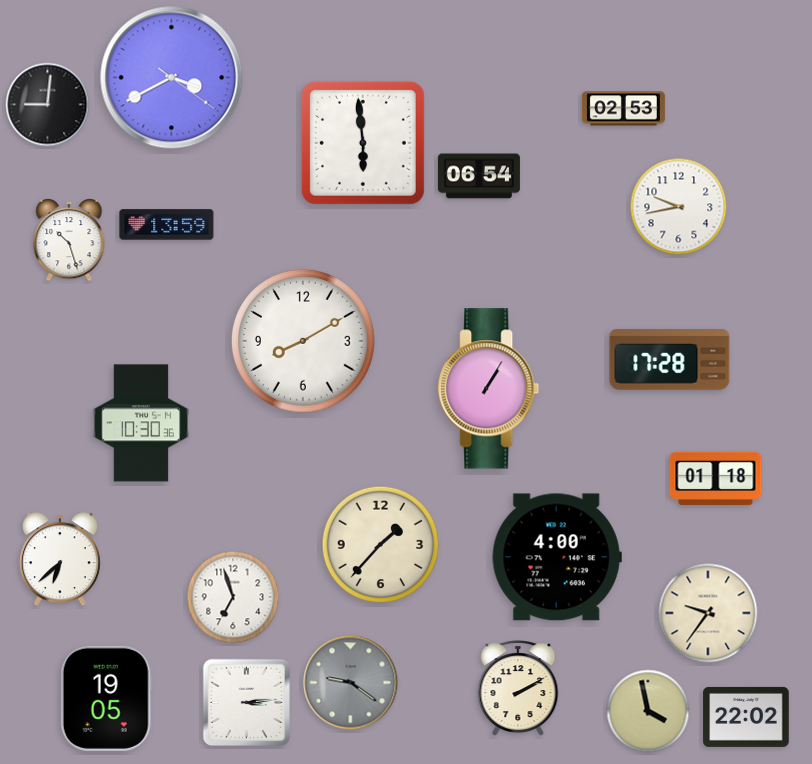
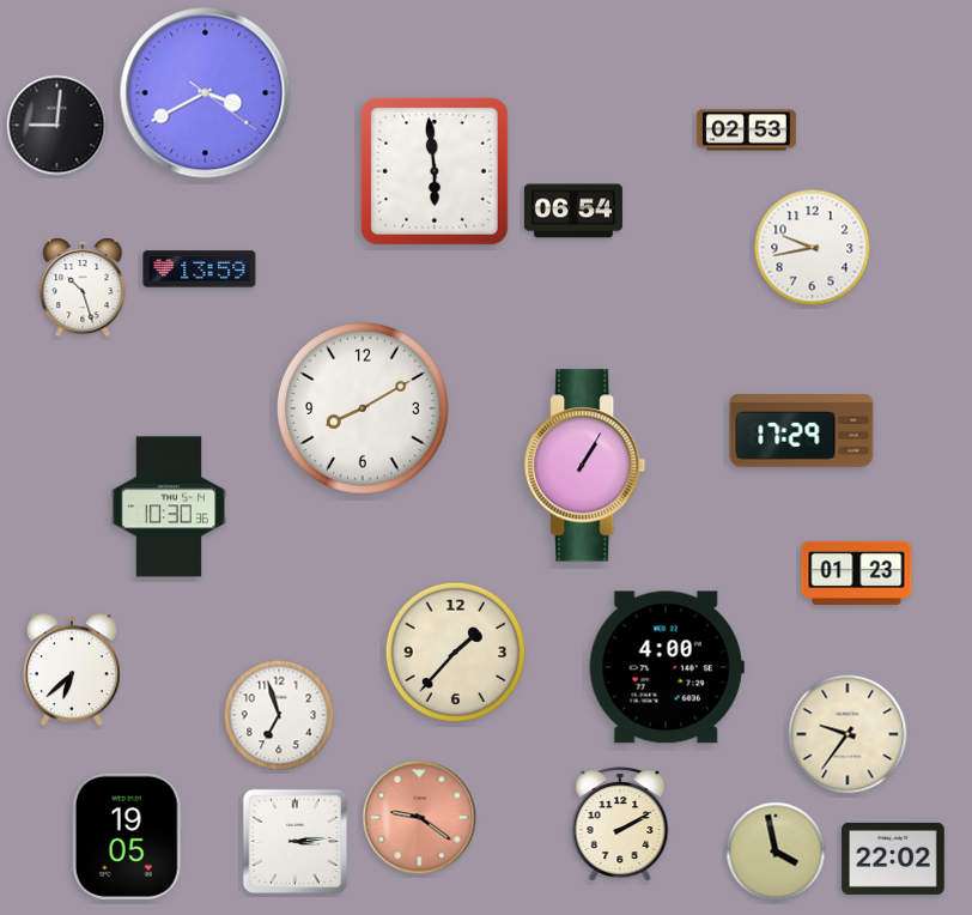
clock at (670, 360): 17:28 -> 17:29
clock at (716, 478): 01:18 -> 01:23
clock at (351, 683) dial: grey -> salmon
